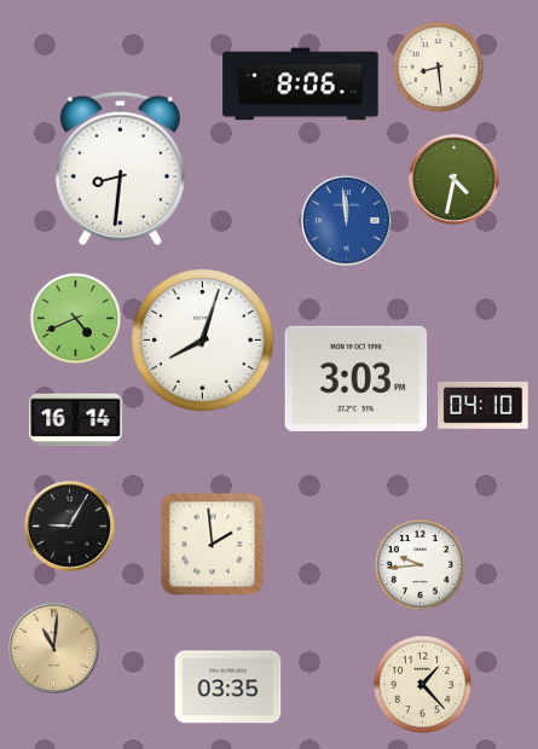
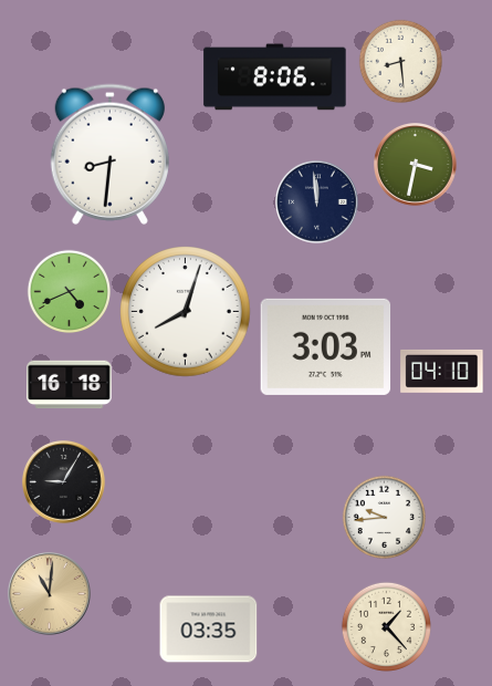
clock at (455, 180): 4:32 -> 3:32
clock at (347, 221) dial: blue -> navy
clock at (76, 420): 16:14 -> 16:18
clock at (213, 545): 1:59 -> none
